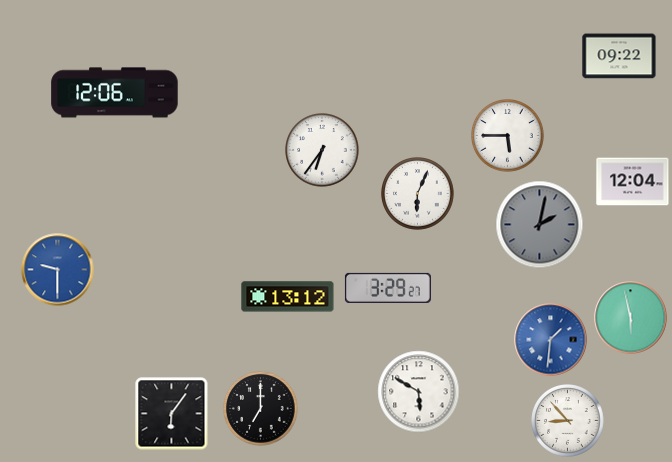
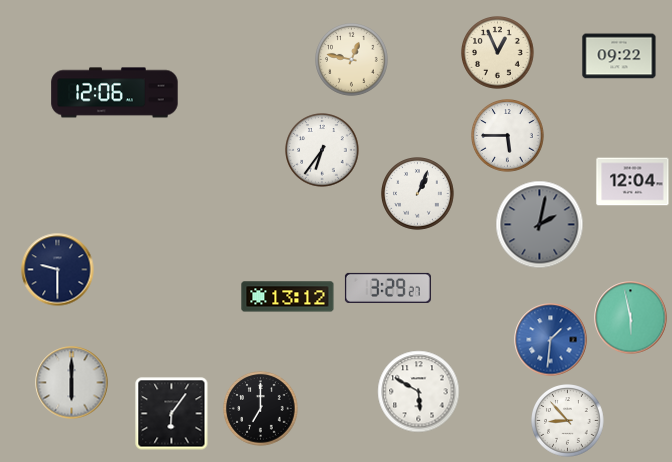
clock at (498, 53): none -> 12:56
clock at (352, 60): none -> 12:47
clock at (418, 194): 6:04 -> 1:04
clock at (58, 270) dial: blue -> navy
clock at (72, 383): none -> 6:00
